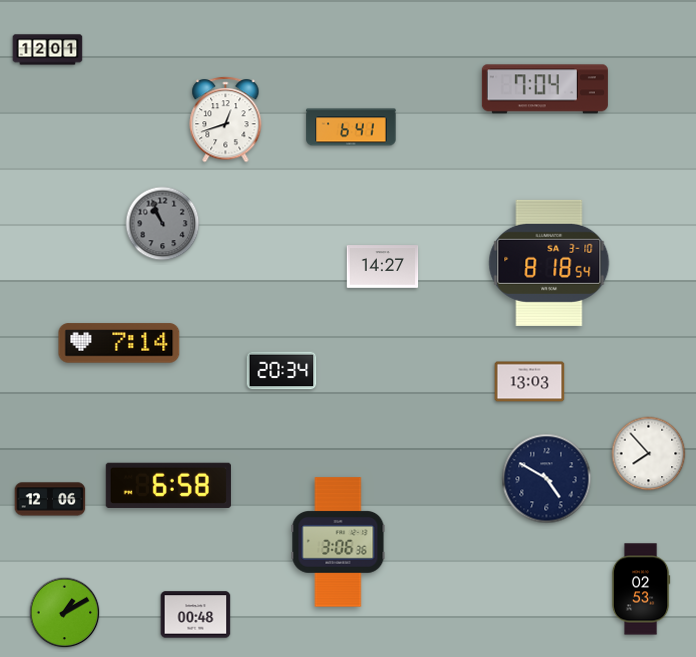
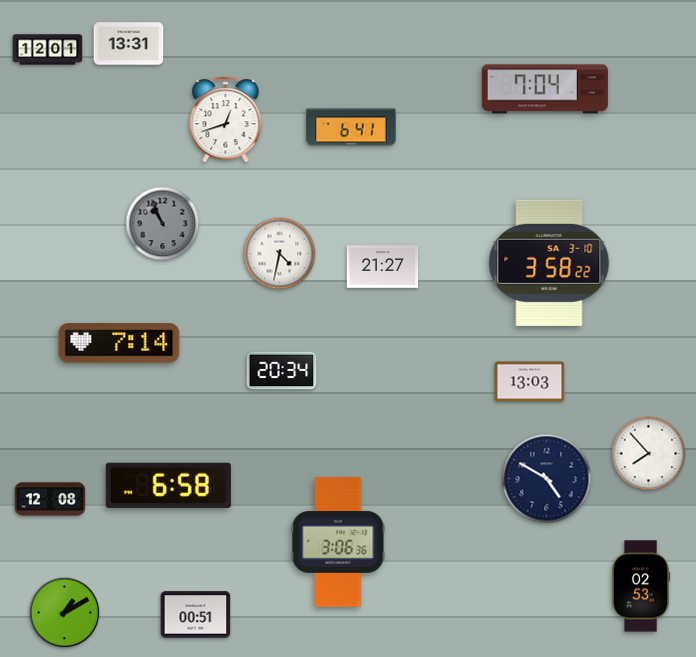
clock at (129, 44): none -> 13:31
clock at (280, 254): none -> 4:32
clock at (549, 263): 8:18 -> 3:58
clock at (383, 267): 14:27 -> 21:27
clock at (50, 499): 12:06 -> 12:08
clock at (641, 589) position: (641, 589) -> (641, 586)
clock at (196, 615): 00:48 -> 00:51
